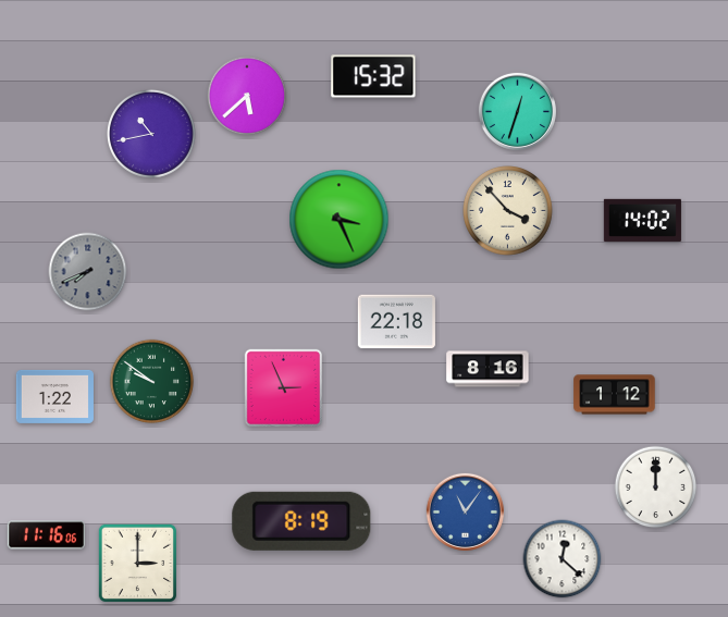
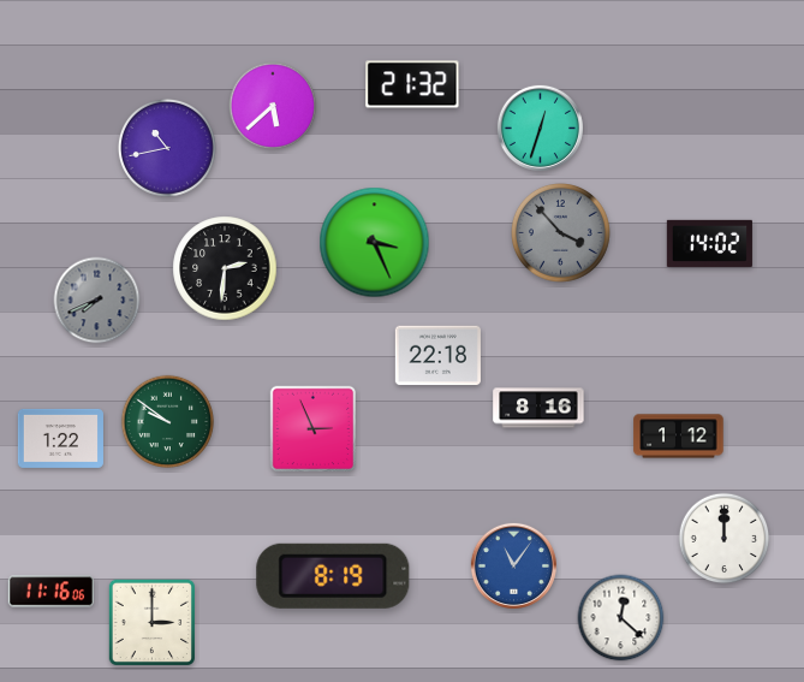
clock at (373, 76): 15:32 -> 21:32
clock at (517, 111) position: (517, 111) -> (540, 127)
clock at (508, 211) dial: cream -> grey
clock at (225, 268): none -> 2:31
